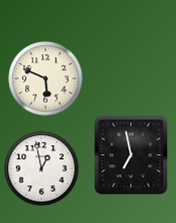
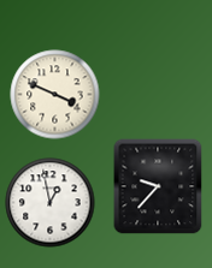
clock at (46, 79): 5:49 -> 3:49
clock at (131, 155): 6:58 -> 9:37
